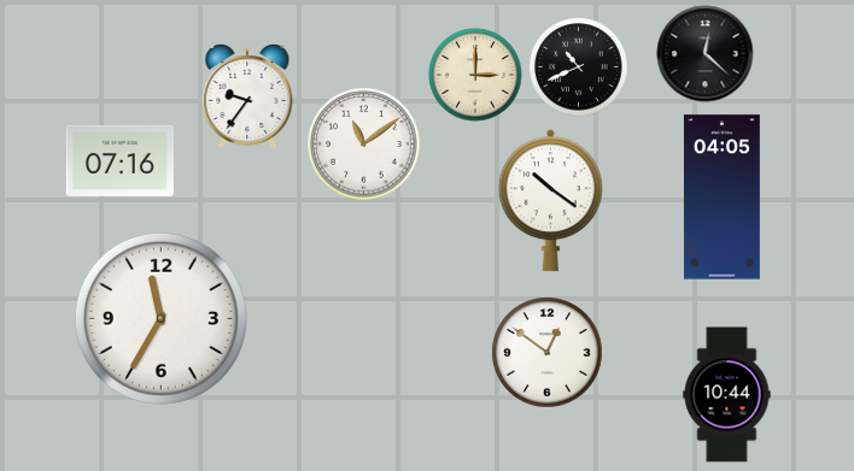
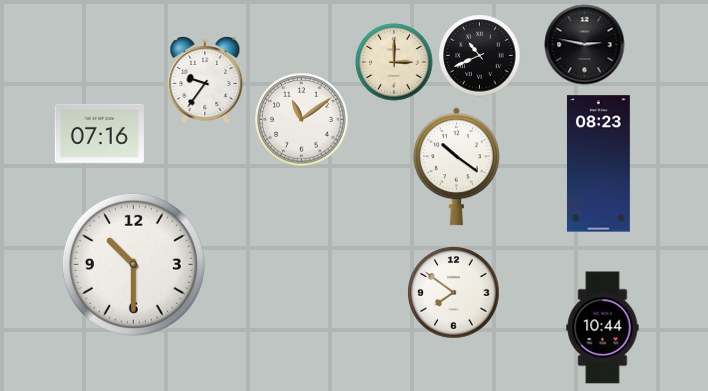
clock at (706, 54): 12:22 -> 2:47
clock at (721, 198): 04:05 -> 08:23
clock at (160, 318): 11:35 -> 10:30
clock at (548, 353): 12:51 -> 7:51
